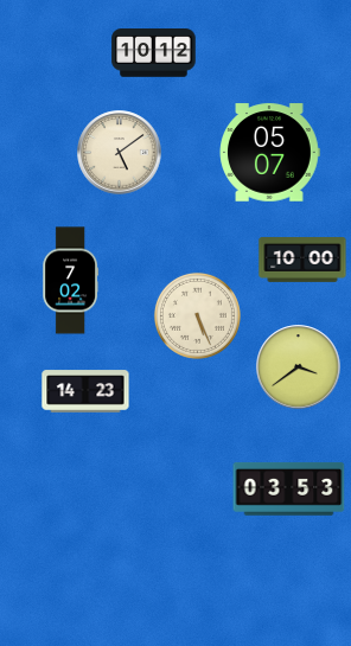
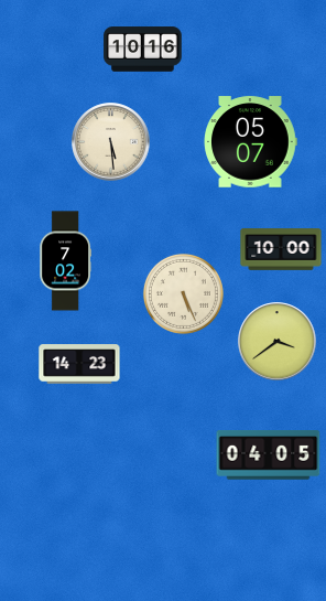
clock at (154, 53): 10:12 -> 10:16
clock at (120, 153): 5:09 -> 5:29
clock at (302, 261) position: (302, 261) -> (281, 250)
clock at (289, 490): 03:53 -> 04:05
